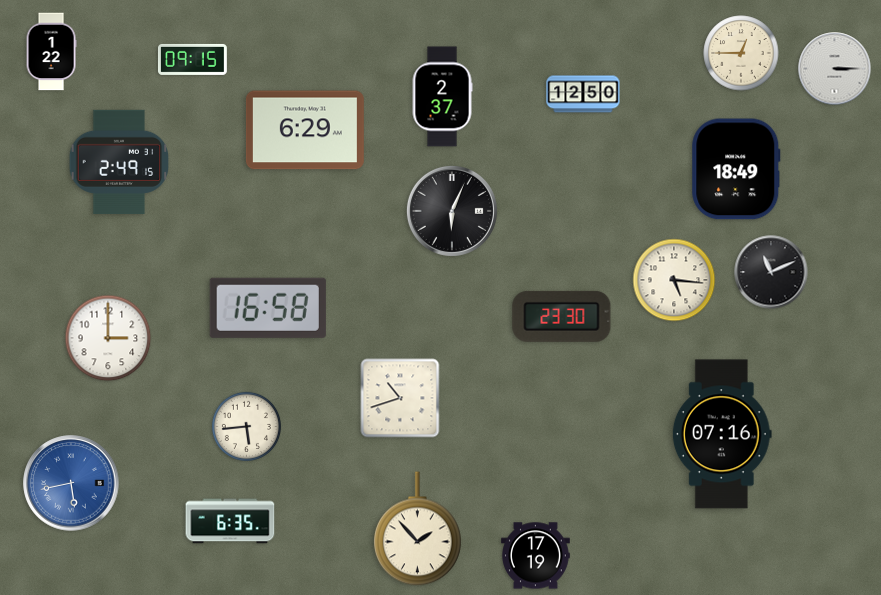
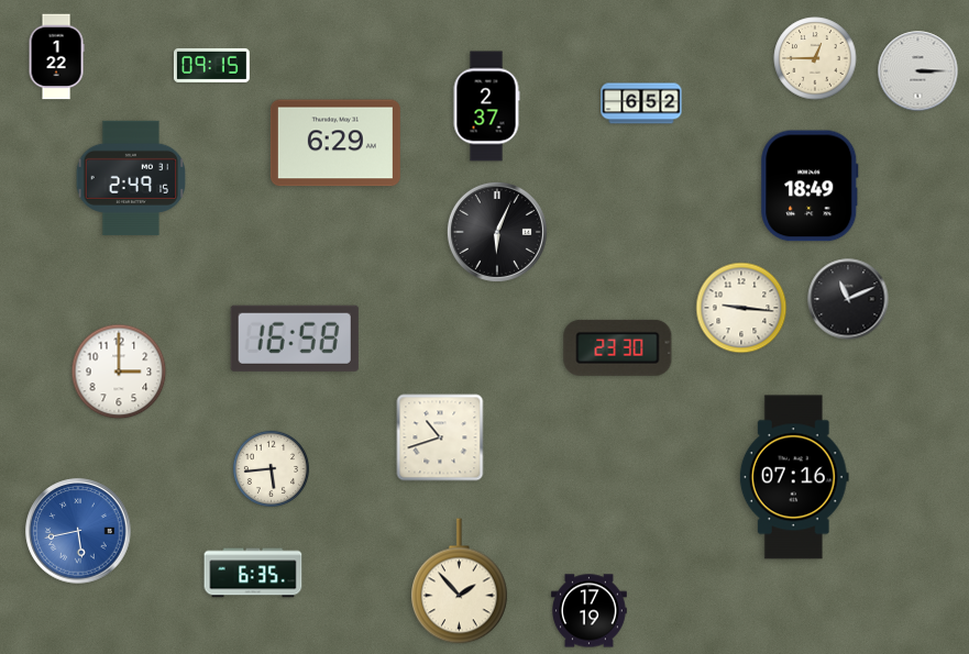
clock at (835, 69) position: (835, 69) -> (918, 71)
clock at (583, 94): 12:50 -> 6:52
clock at (674, 280): 5:16 -> 9:16
